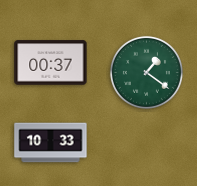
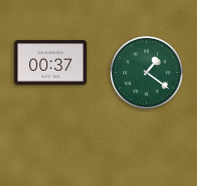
clock at (51, 143): 10:33 -> none
